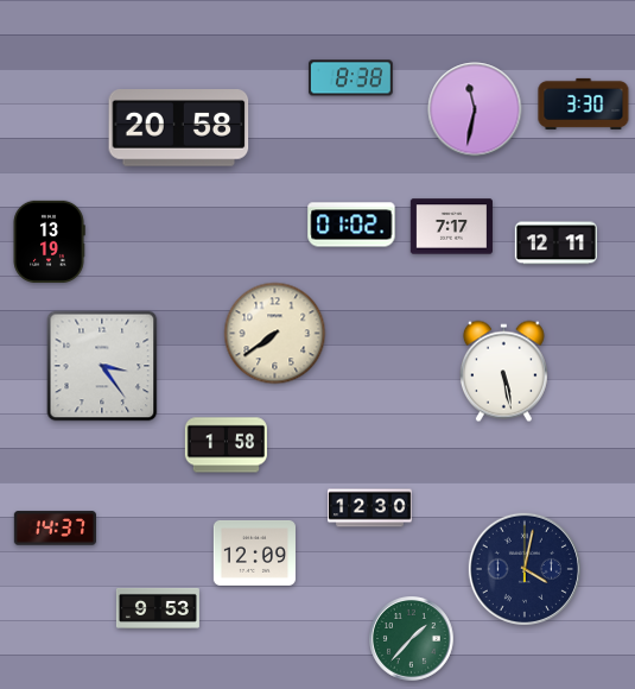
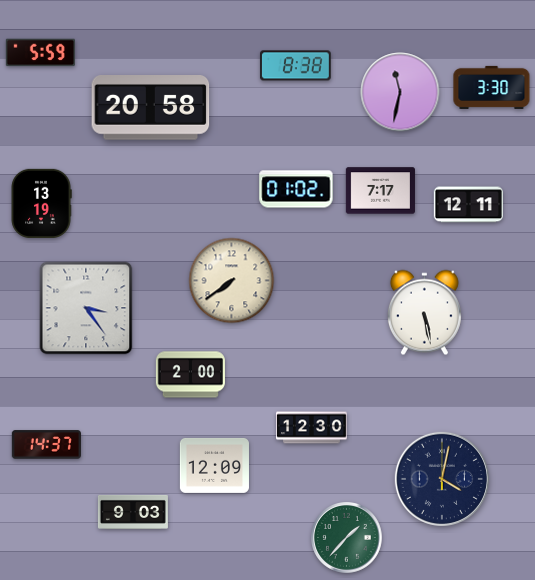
clock at (40, 53): none -> 5:59
clock at (226, 445): 1:58 -> 2:00
clock at (158, 608): 9:53 -> 9:03
